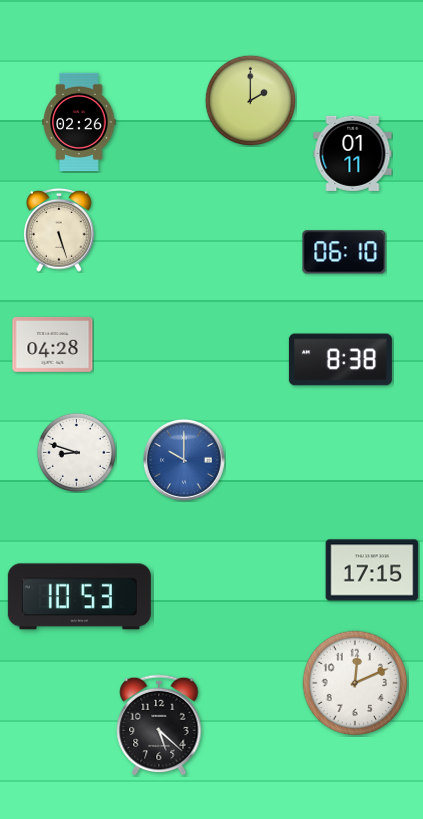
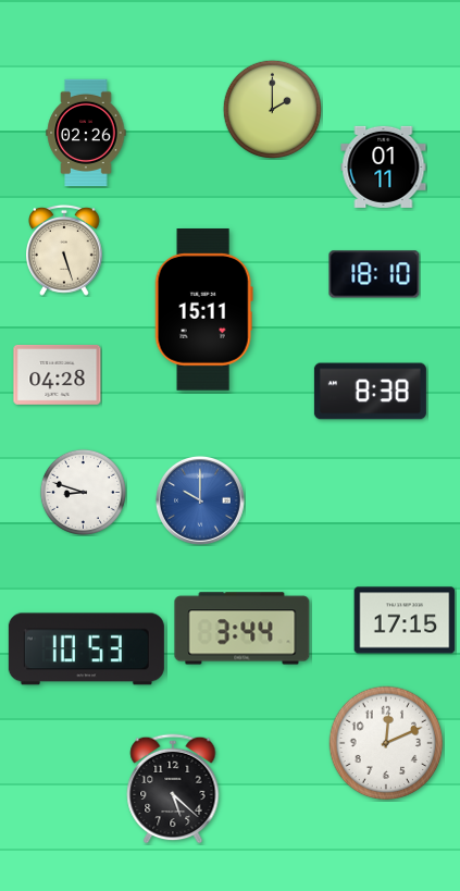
clock at (344, 252): 06:10 -> 18:10
clock at (203, 310): none -> 15:11
clock at (243, 629): none -> 3:44
